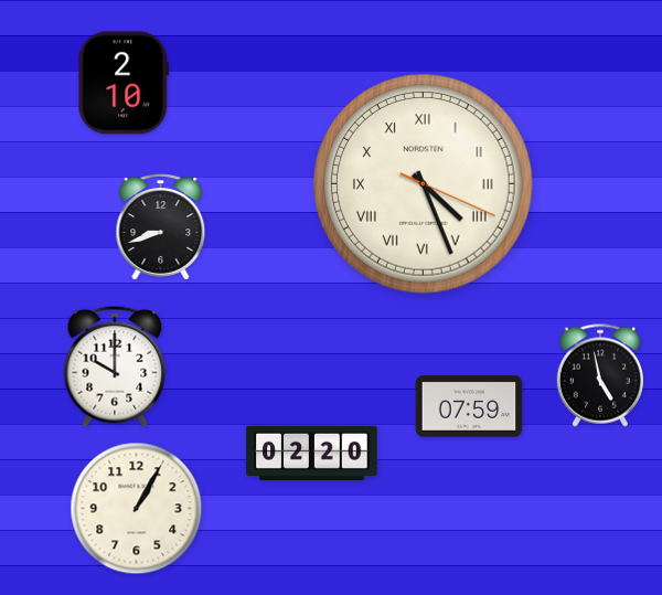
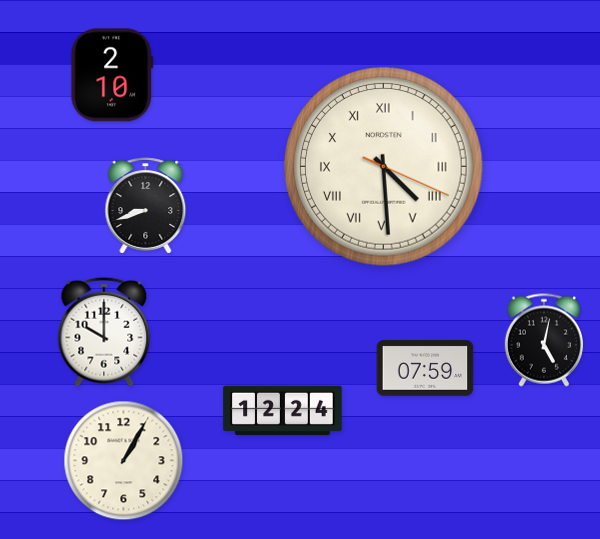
clock at (424, 184): 4:26 -> 4:29
clock at (599, 375): 4:58 -> 5:02
clock at (312, 454): 02:20 -> 12:24
